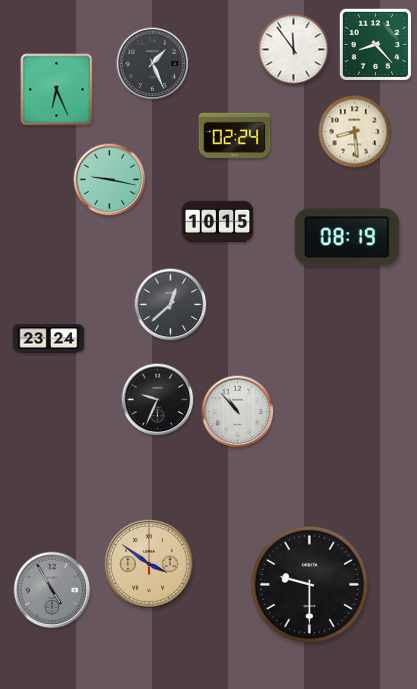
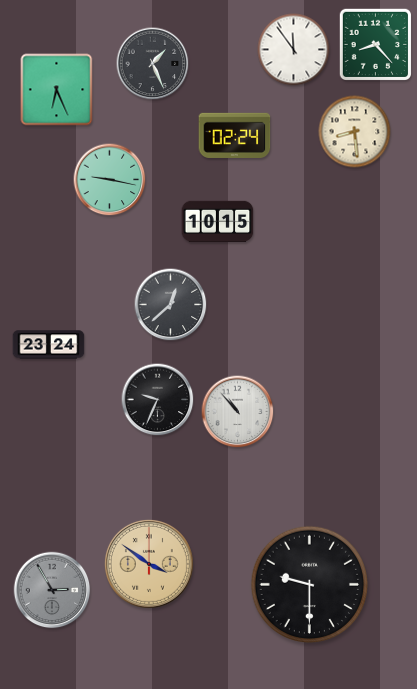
clock at (347, 237): 08:19 -> none
clock at (49, 339) position: (49, 339) -> (49, 345)
clock at (52, 590): 4:55 -> 2:55
